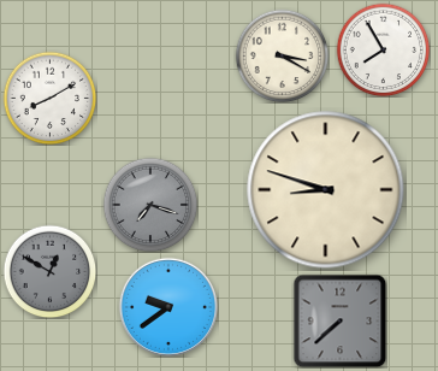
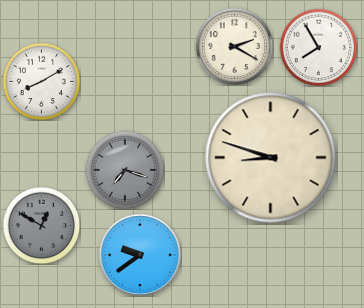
clock at (383, 49) position: (383, 49) -> (318, 47)
clock at (282, 55): 3:20 -> 2:20
clock at (339, 320): 7:38 -> none
